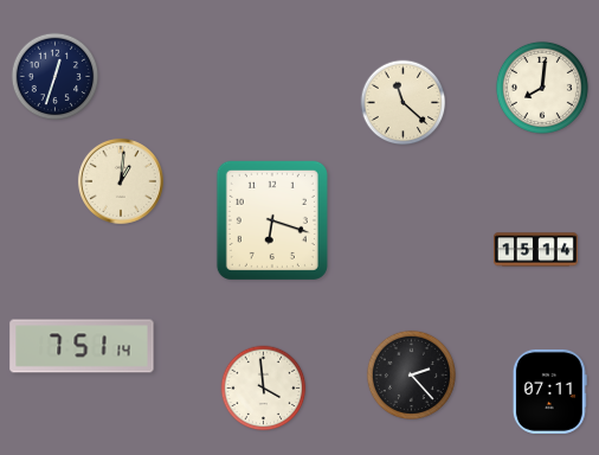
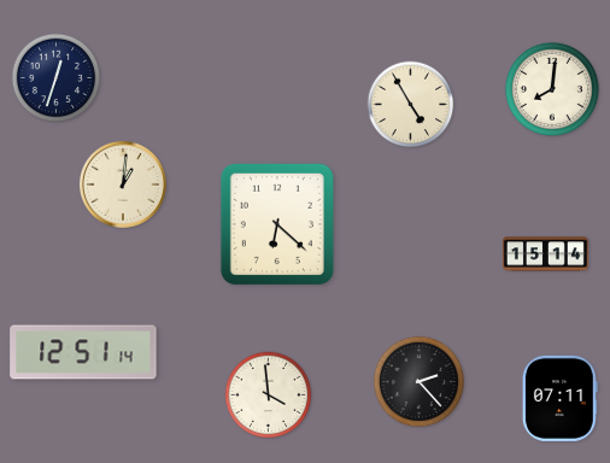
clock at (404, 103): 11:22 -> 4:55
clock at (272, 220): 6:18 -> 6:22
clock at (82, 346): 7:51 -> 12:51
